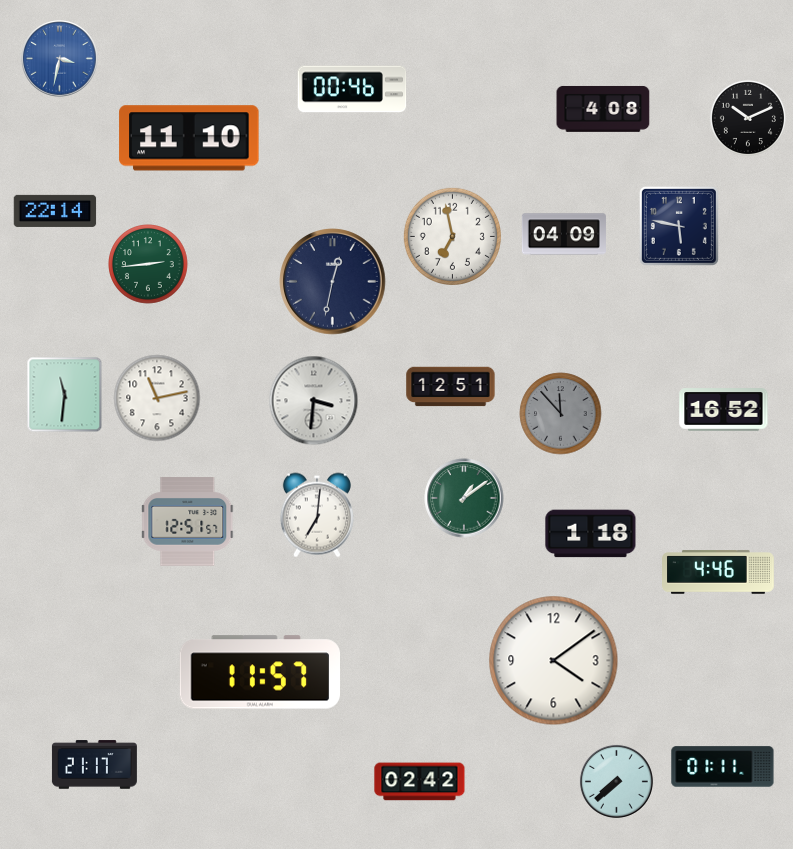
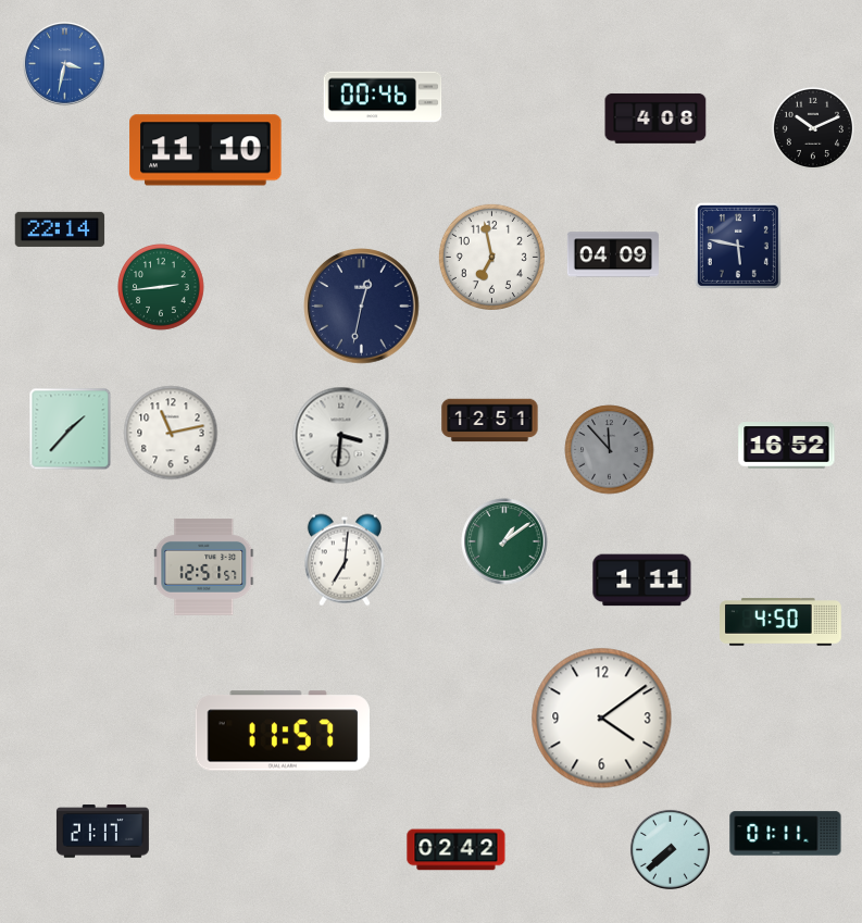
clock at (65, 395): 11:31 -> 1:37
clock at (591, 534): 1:18 -> 1:11
clock at (718, 572): 4:46 -> 4:50
